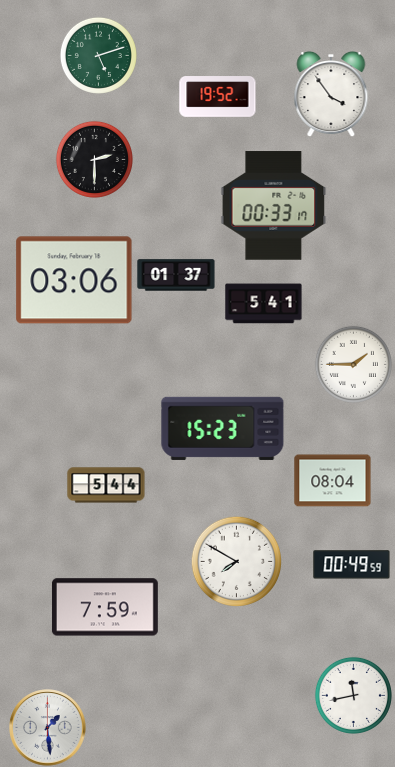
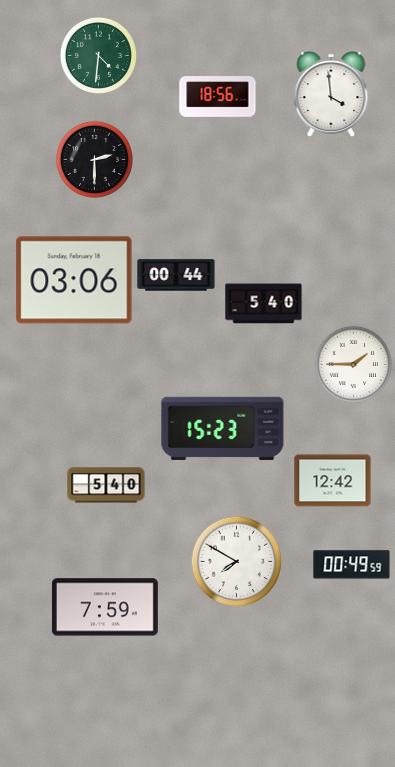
clock at (98, 55): 5:12 -> 4:31
clock at (331, 94): 3:54 -> 3:59
clock at (218, 97): 19:52 -> 18:56
clock at (274, 206): 00:33 -> none
clock at (176, 275): 01:37 -> 00:44
clock at (264, 304): 5:41 -> 5:40
clock at (333, 481): 08:04 -> 12:42
clock at (106, 485): 5:44 -> 5:40
clock at (353, 695): 11:43 -> none
clock at (48, 728): 1:29 -> none
